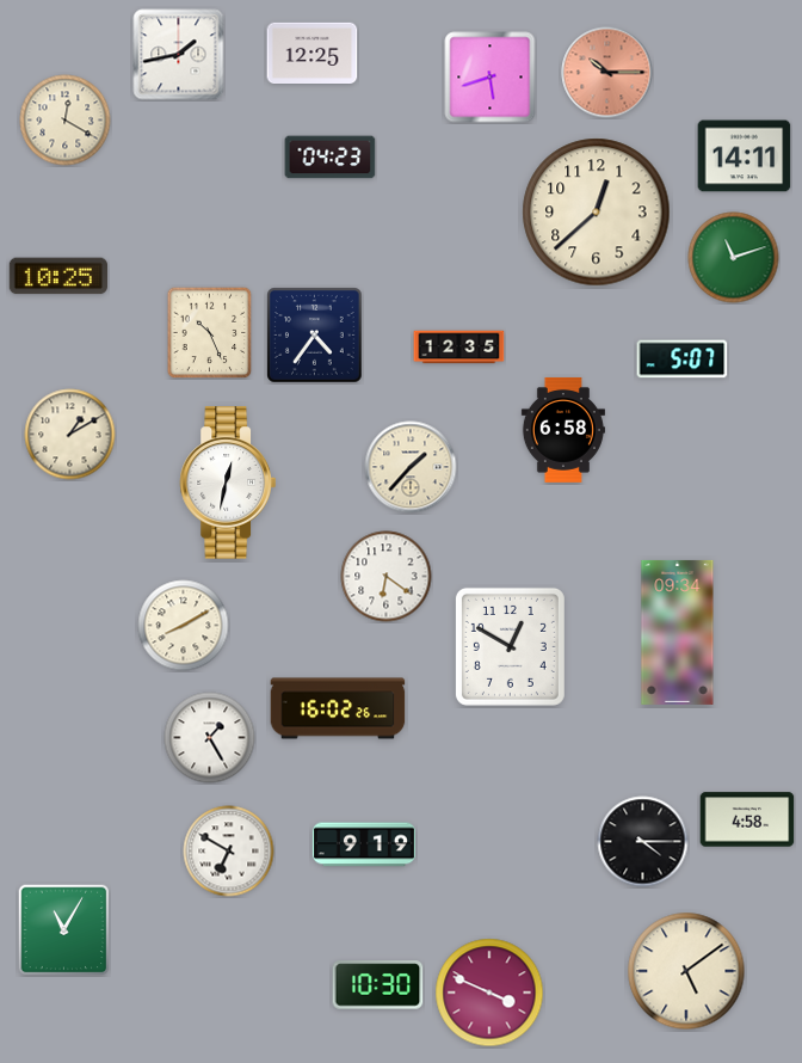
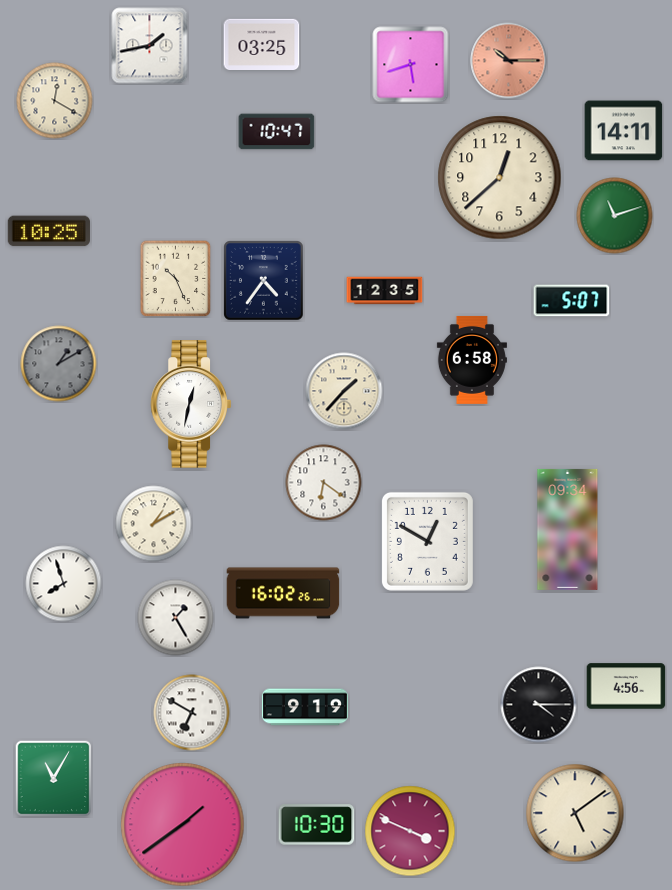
clock at (313, 53): 12:25 -> 03:25
clock at (331, 158): 04:23 -> 10:47
clock at (70, 435) dial: cream -> grey
clock at (184, 626): 8:10 -> 1:10
clock at (64, 584): none -> 7:57
clock at (747, 819): 4:58 -> 4:56
clock at (183, 825): none -> 1:39
